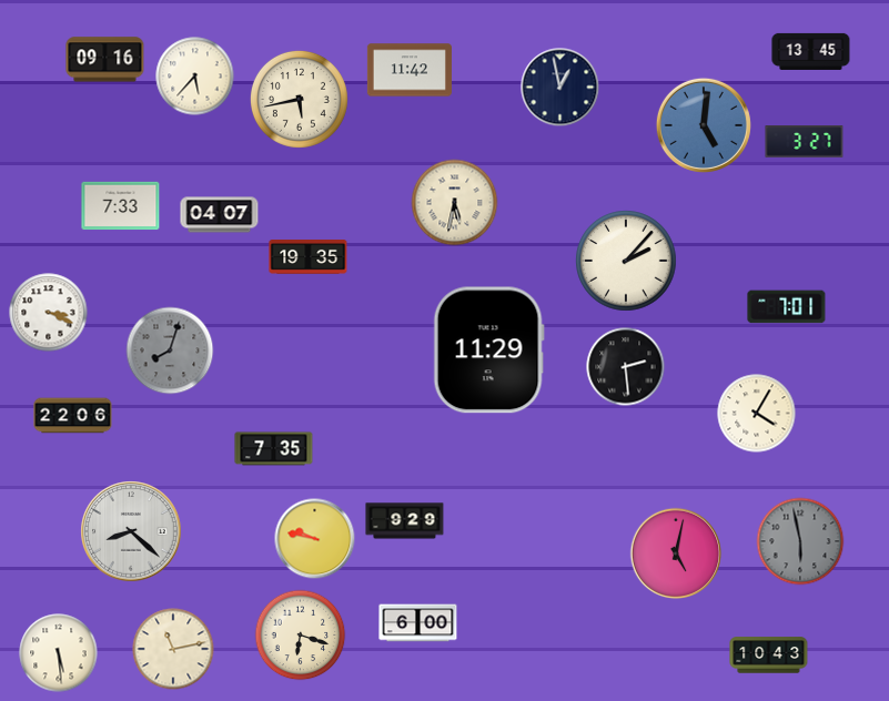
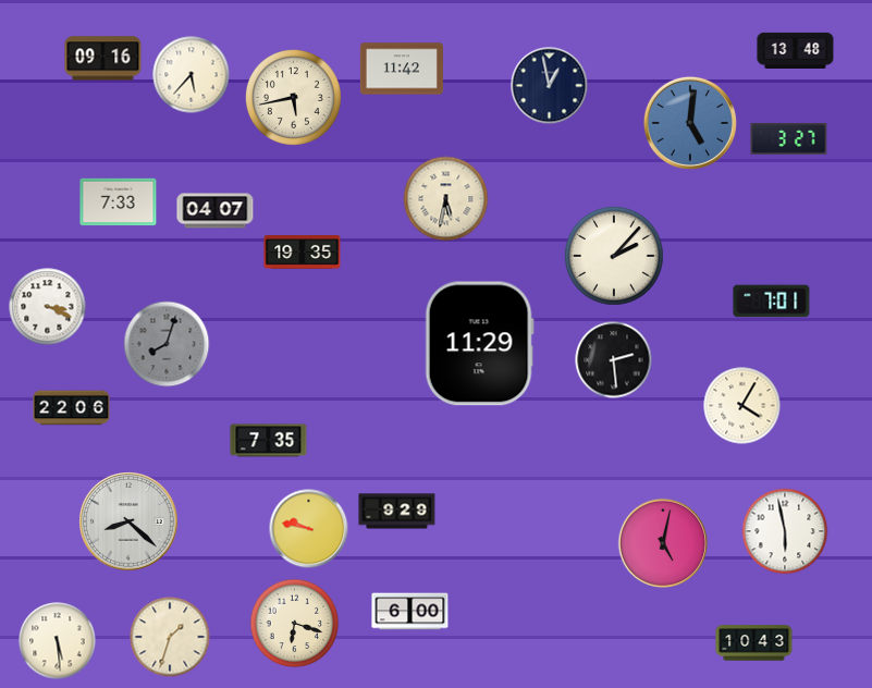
clock at (811, 51): 13:45 -> 13:48
clock at (800, 541) dial: grey -> white
clock at (173, 649): 11:13 -> 1:33
